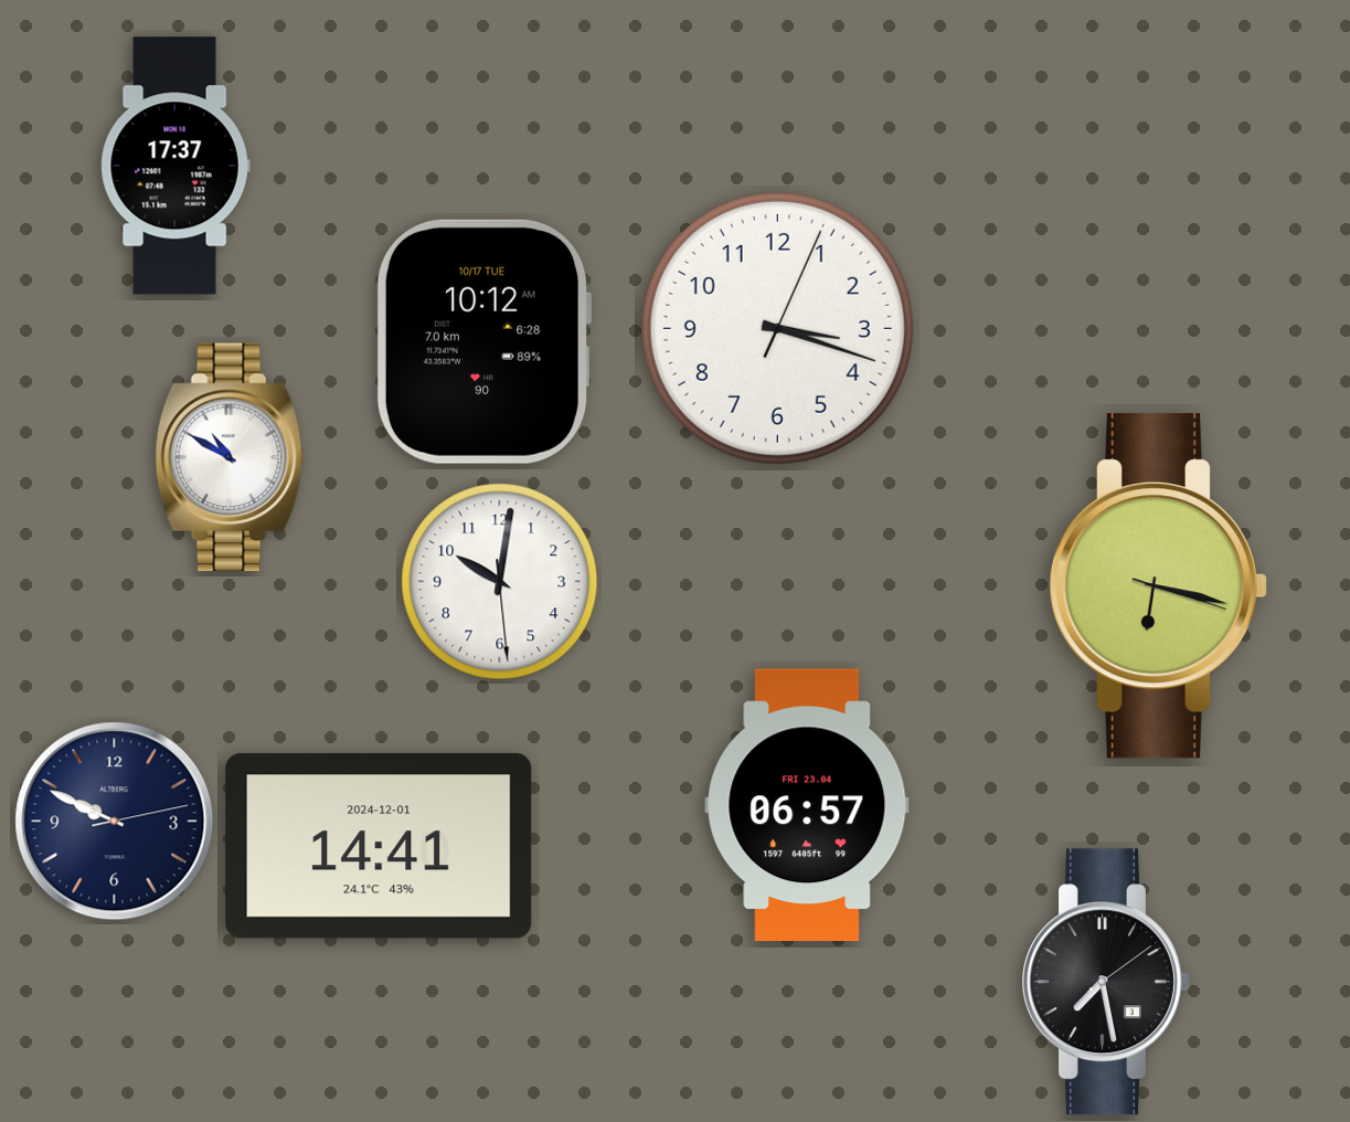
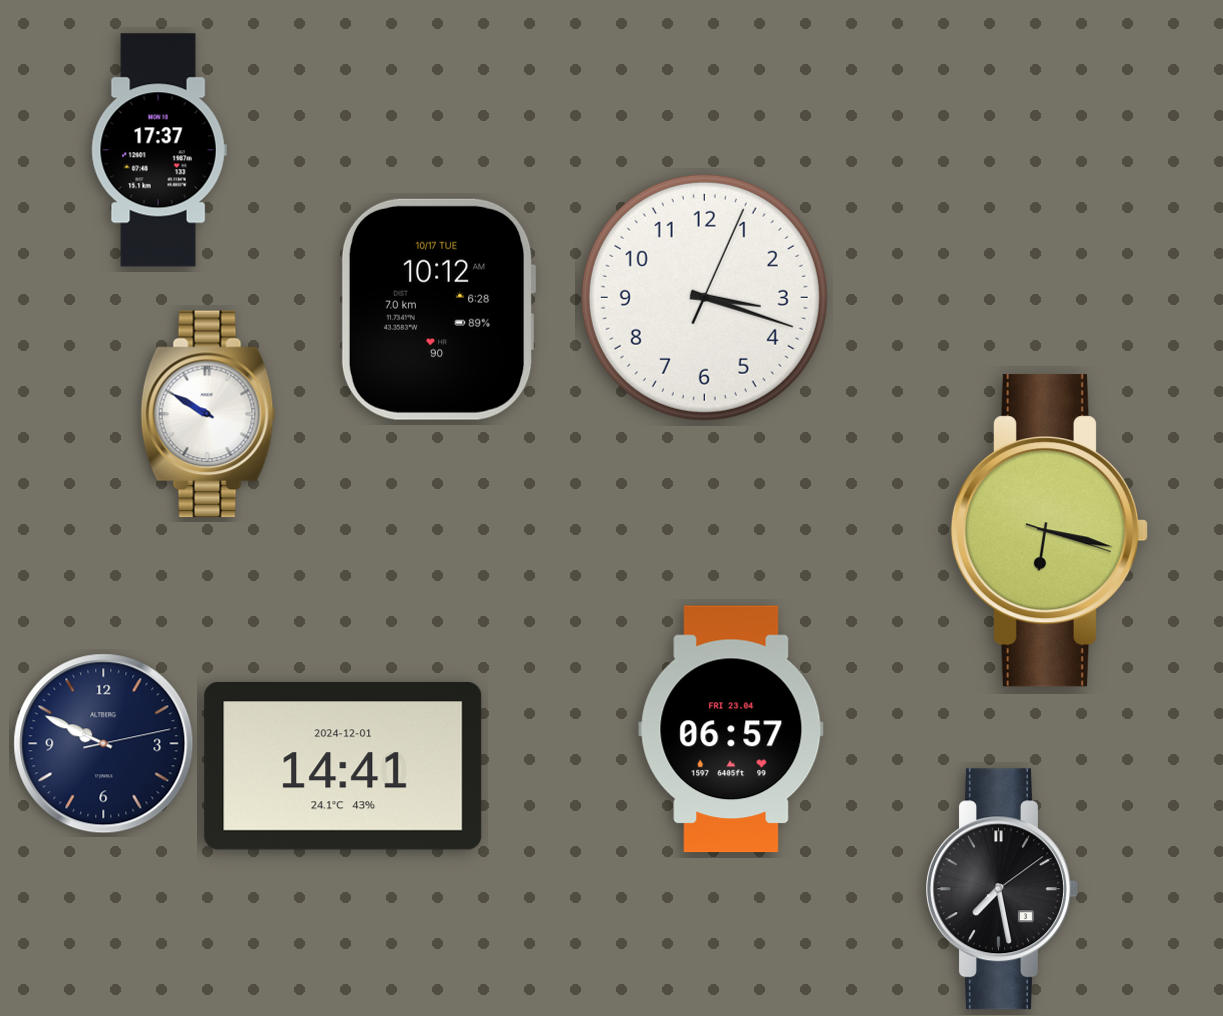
clock at (230, 457): 10:50 -> 9:50
clock at (500, 582): 10:01 -> none
